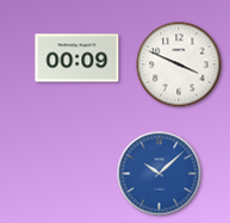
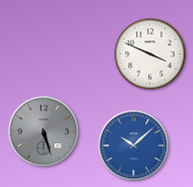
clock at (77, 58): 00:09 -> none
clock at (44, 132): none -> 5:27
